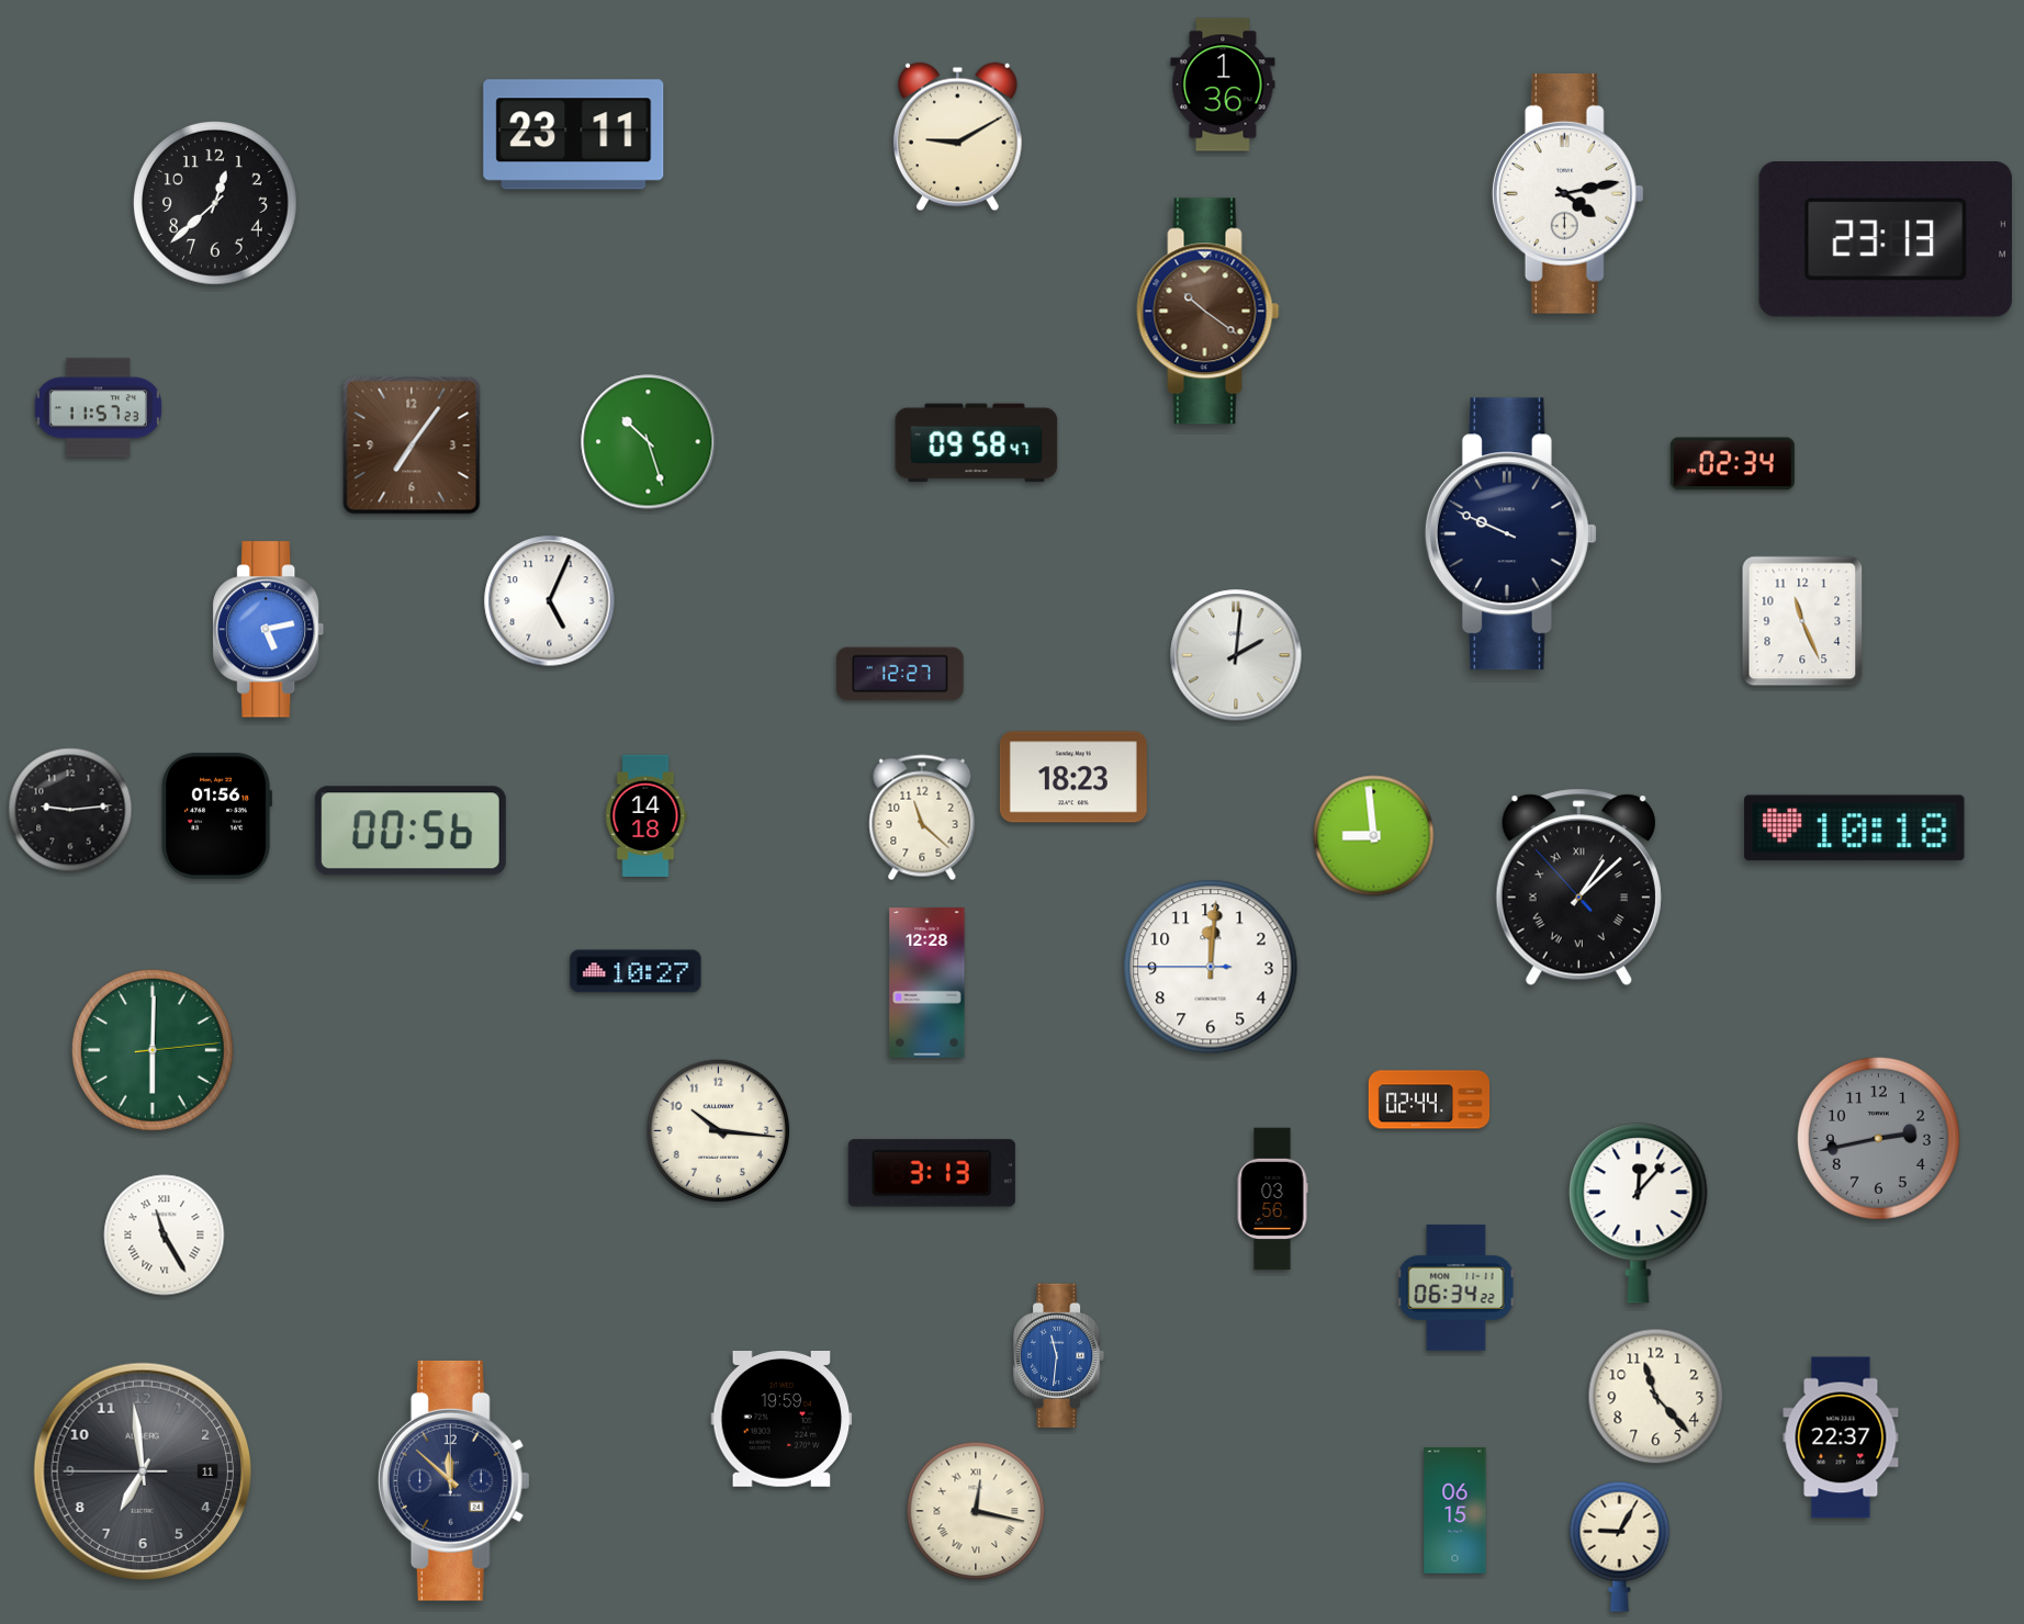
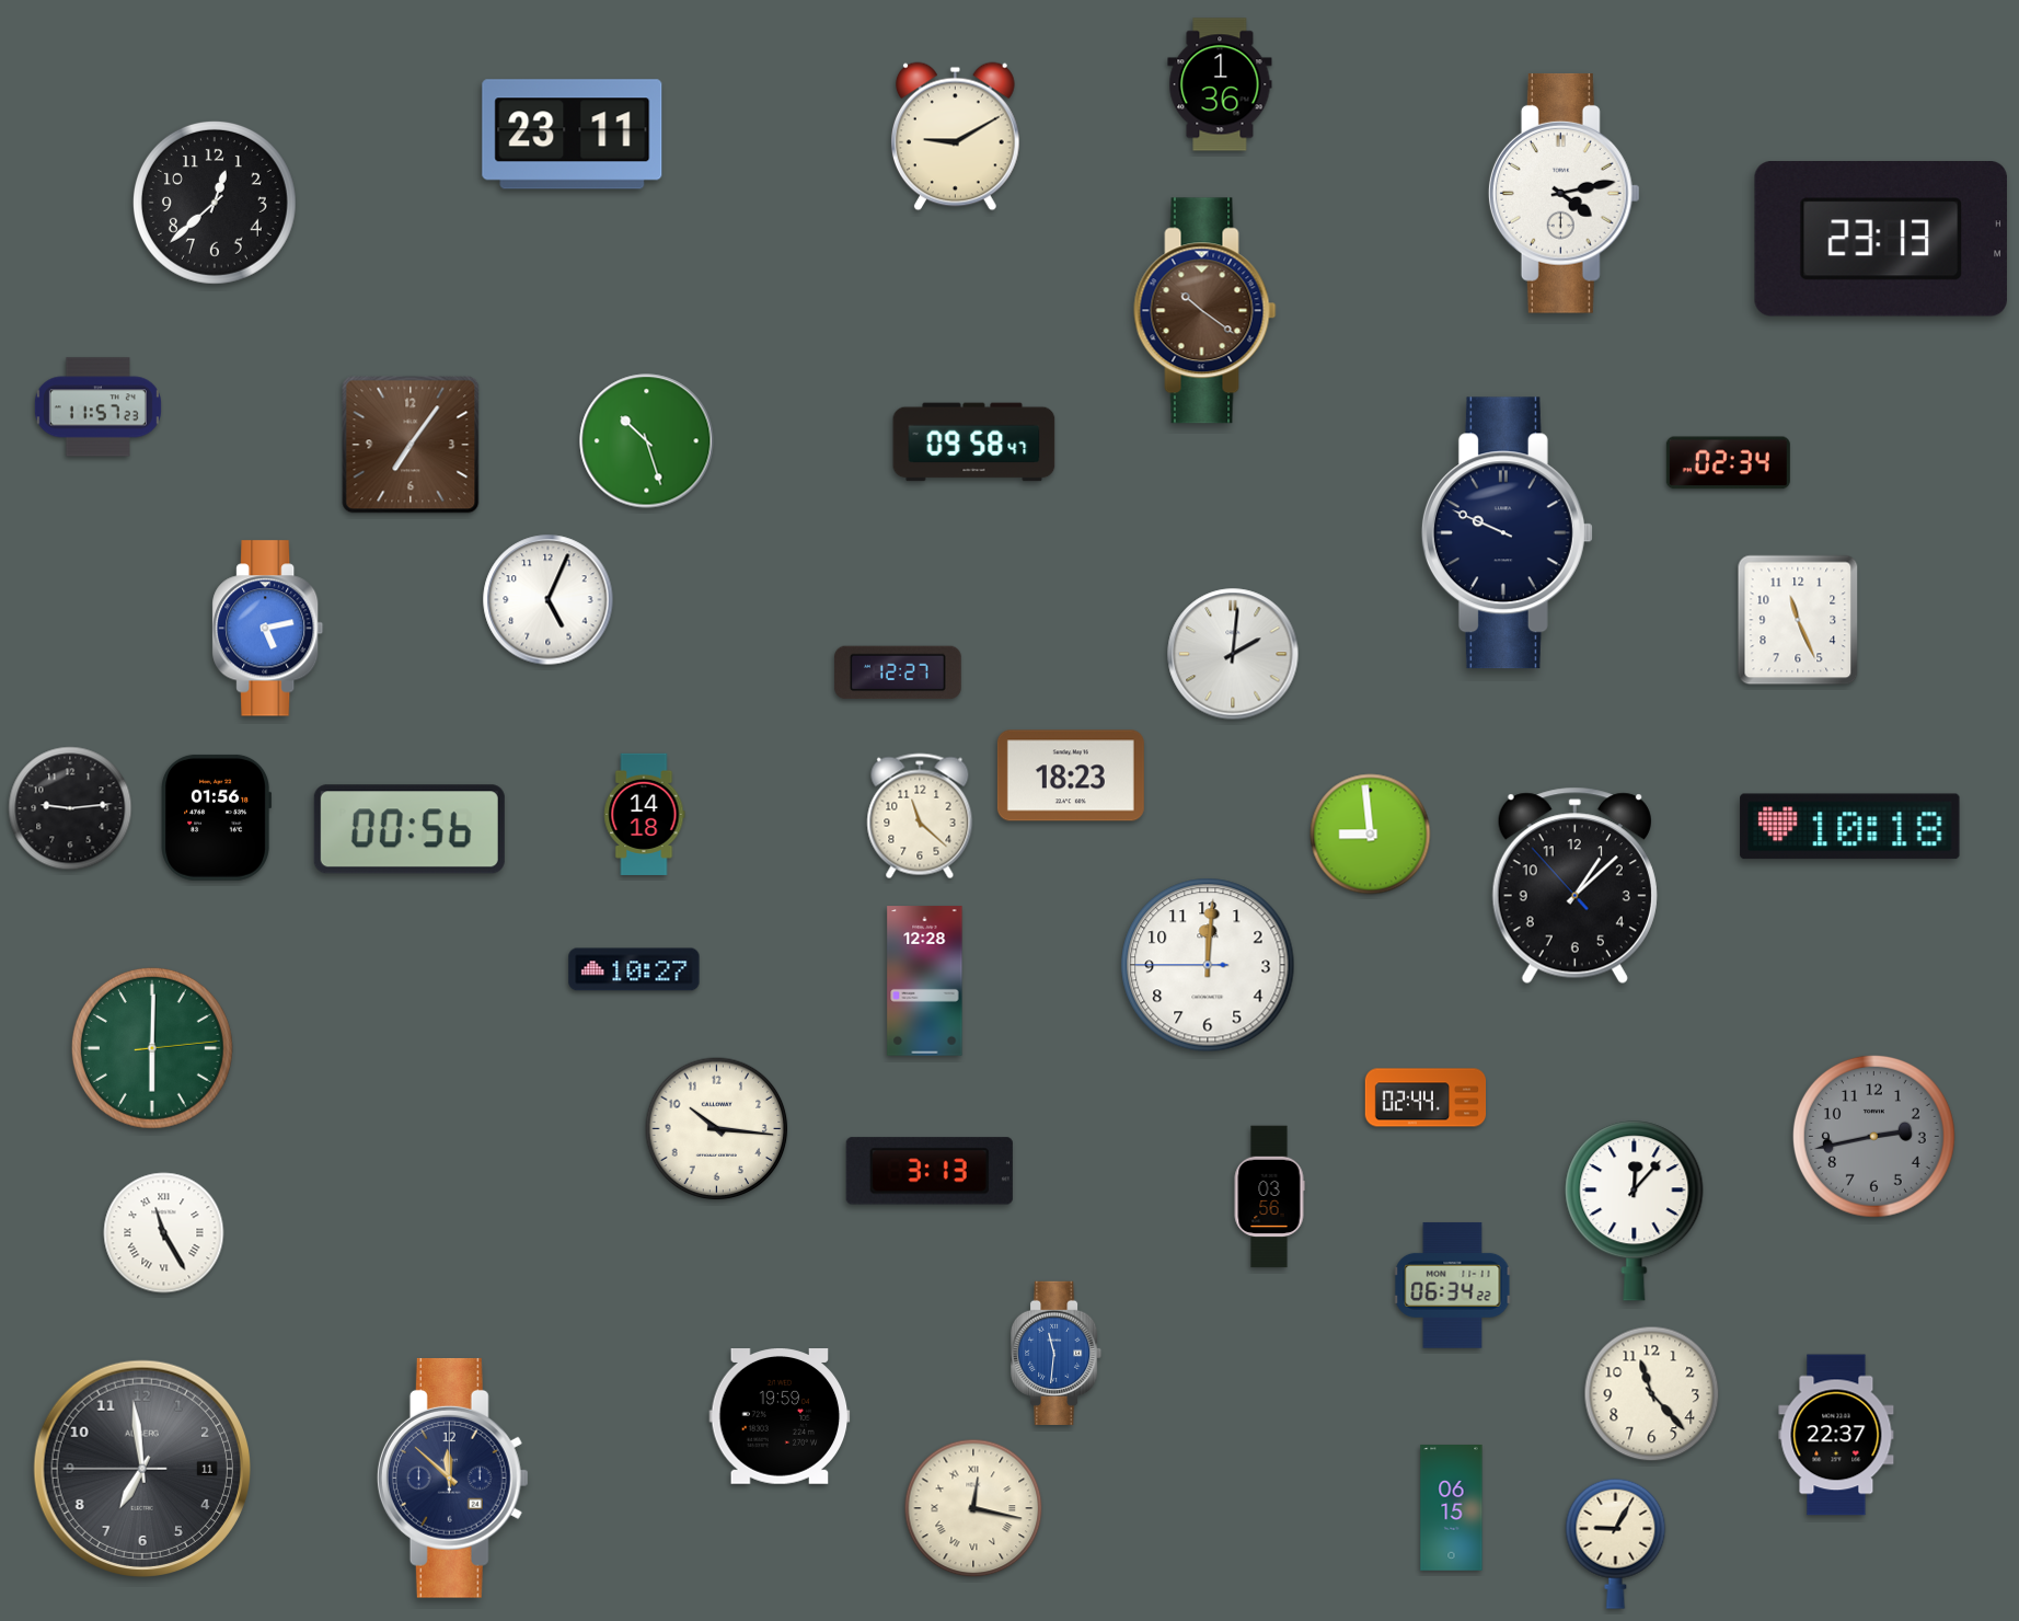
clock at (216, 815) position: (216, 815) -> (216, 817)
clock at (1578, 888) numerals: Roman -> Arabic
